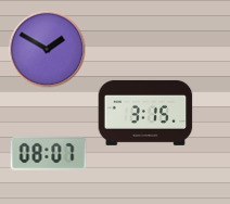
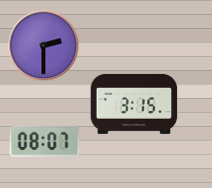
clock at (48, 50): 1:50 -> 2:30
